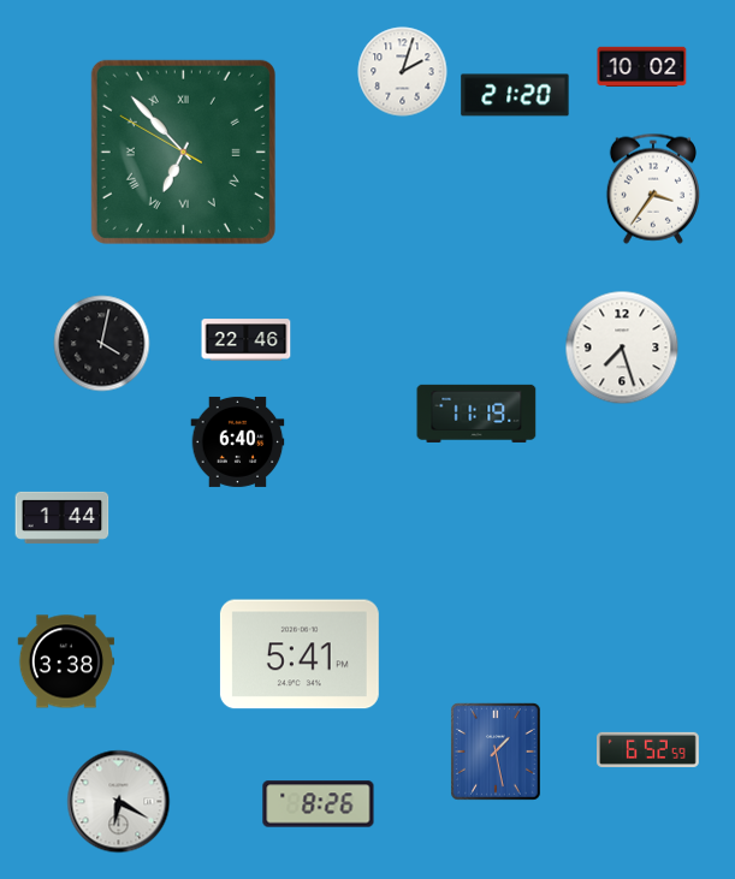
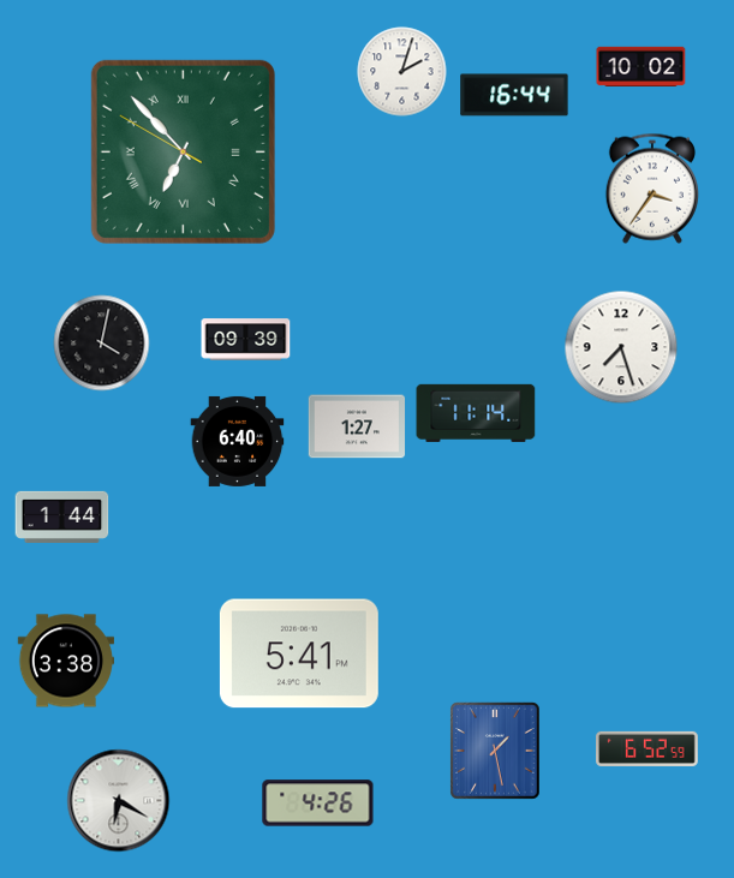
clock at (515, 95): 21:20 -> 16:44
clock at (247, 340): 22:46 -> 09:39
clock at (476, 414): 11:19 -> 11:14
clock at (357, 426): none -> 1:27
clock at (319, 804): 8:26 -> 4:26
